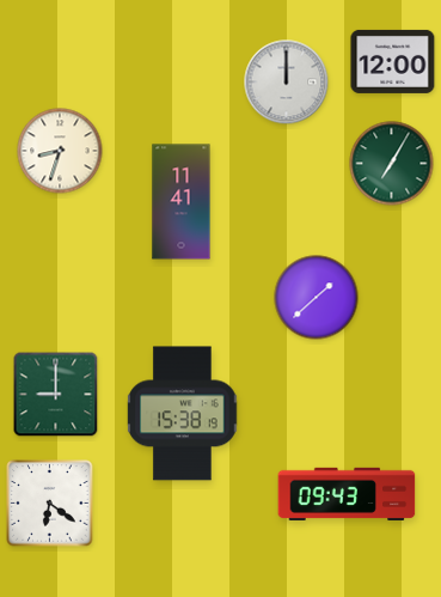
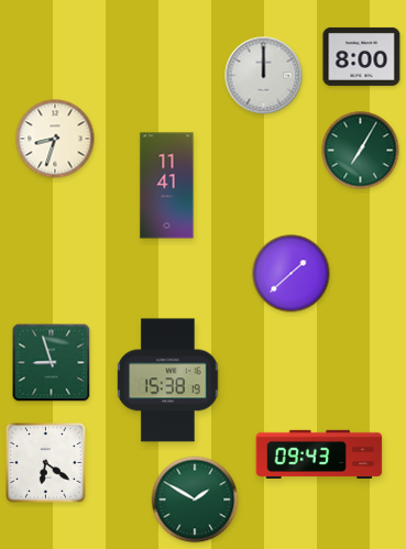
clock at (393, 61): 12:00 -> 8:00
clock at (56, 395): 9:00 -> 8:57
clock at (195, 499): none -> 1:50
